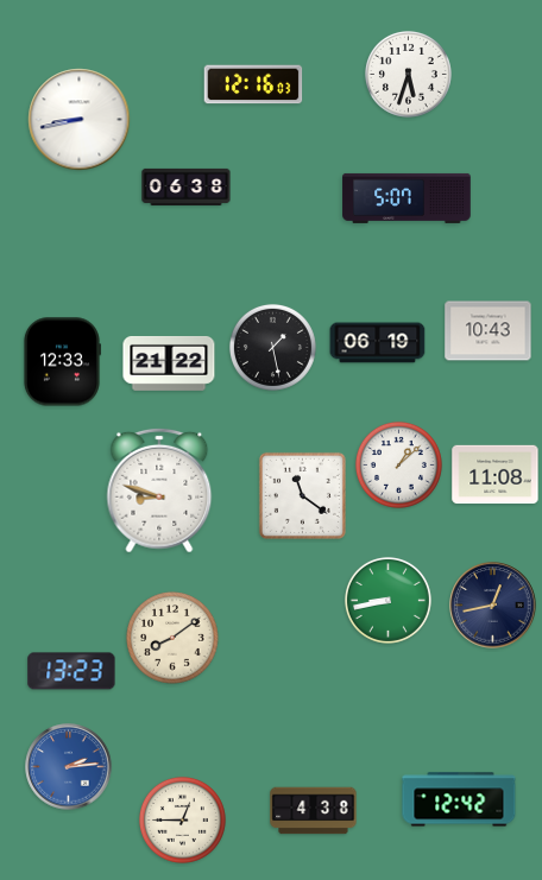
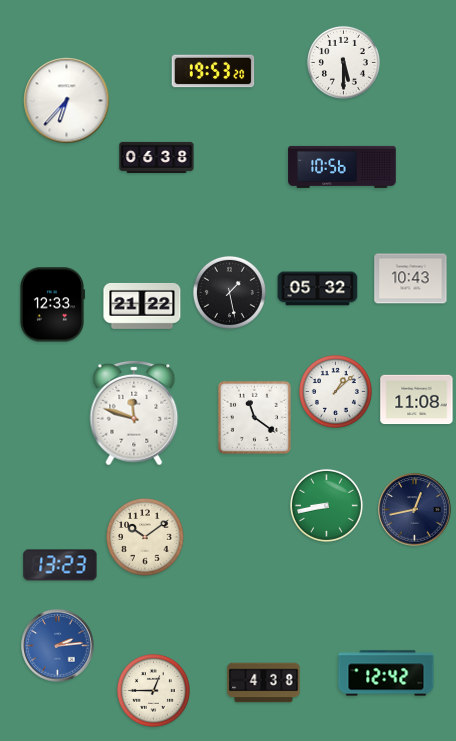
clock at (408, 74): 5:33 -> 5:30
clock at (253, 84): 12:16 -> 19:53
clock at (80, 120): 8:43 -> 6:37
clock at (406, 198): 5:07 -> 10:56
clock at (378, 343): 06:19 -> 05:32
clock at (159, 490): 8:48 -> 11:48
clock at (172, 638): 8:09 -> 10:09
